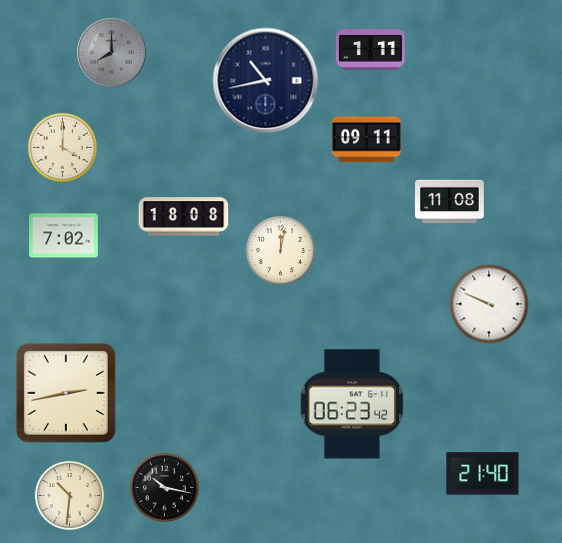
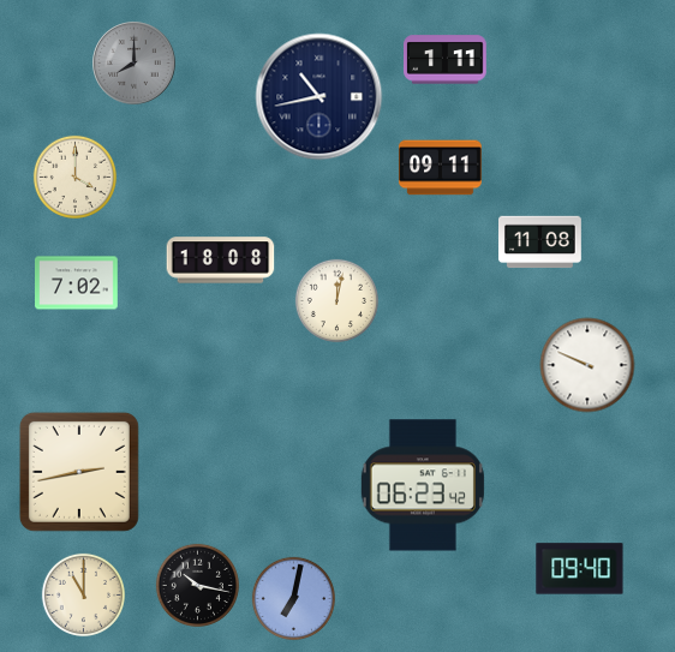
clock at (483, 474): 21:40 -> 09:40
clock at (69, 495): 10:31 -> 11:00
clock at (293, 598): none -> 7:02
